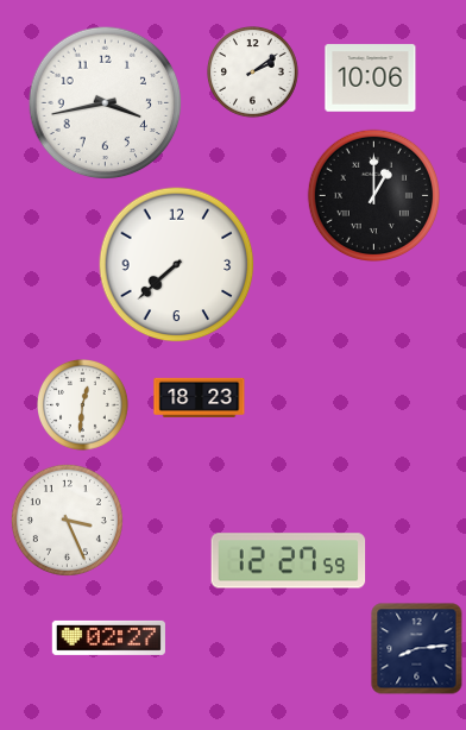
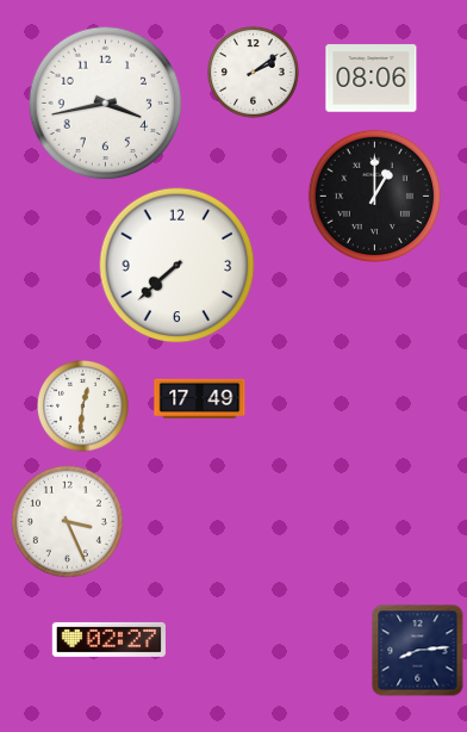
clock at (371, 78): 10:06 -> 08:06
clock at (200, 397): 18:23 -> 17:49
clock at (289, 561): 12:27 -> none
